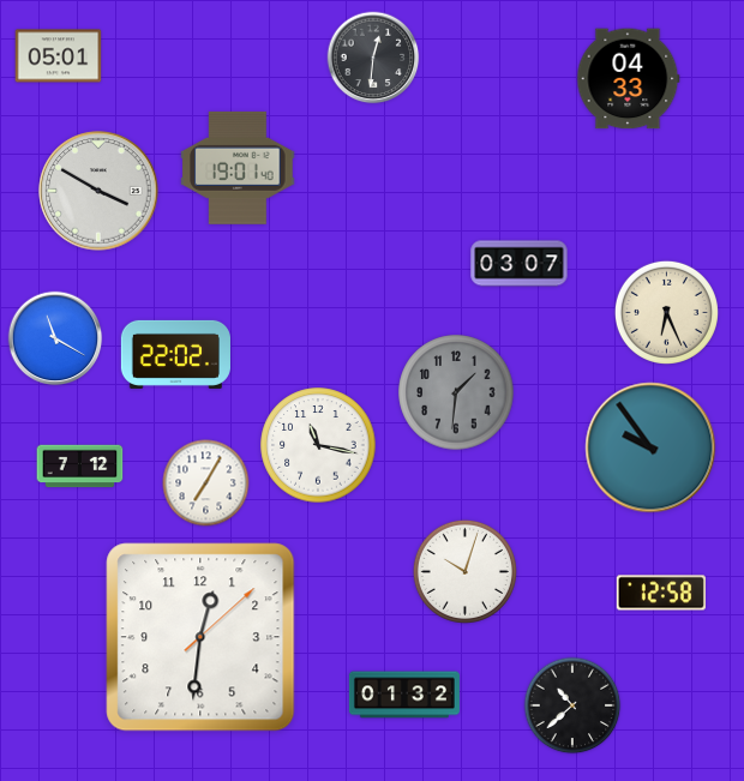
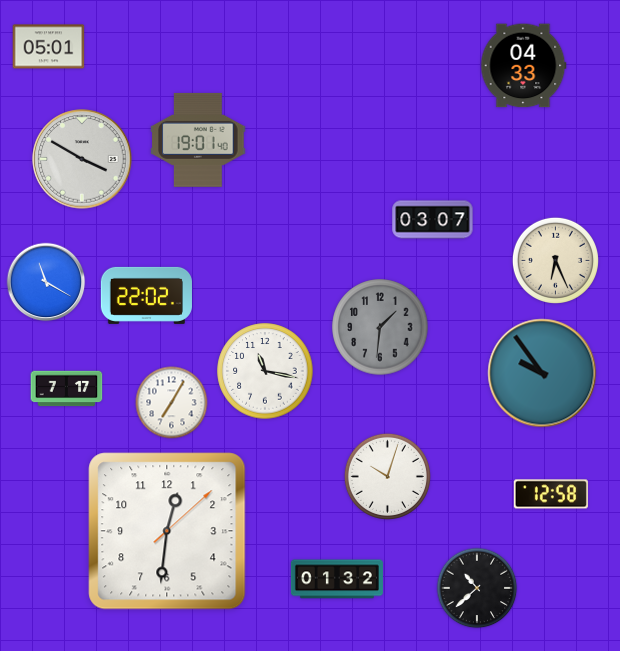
clock at (373, 58): 12:31 -> none
clock at (80, 467): 7:12 -> 7:17
